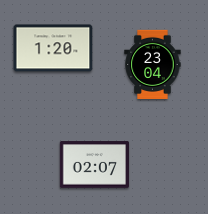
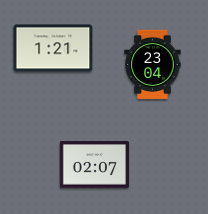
clock at (53, 48): 1:20 -> 1:21
